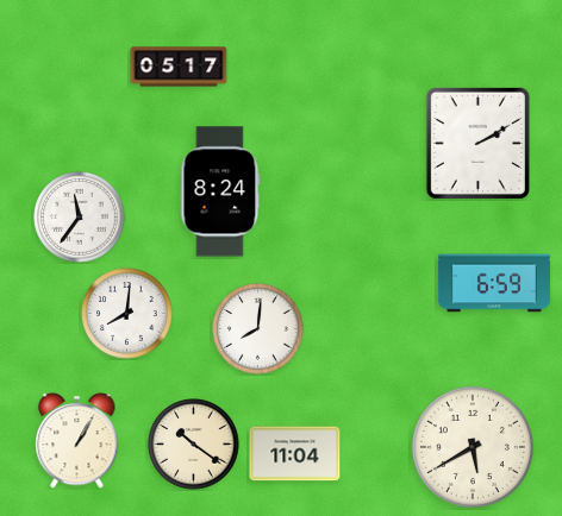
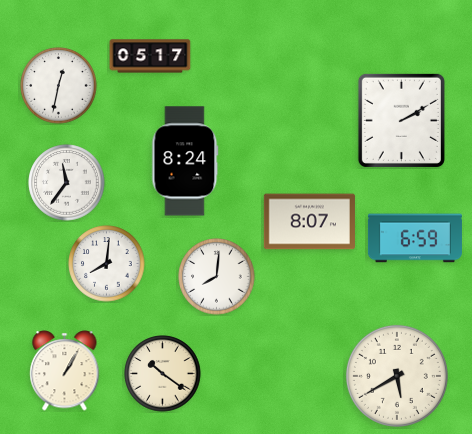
clock at (59, 86): none -> 12:32
clock at (309, 222): none -> 8:07
clock at (295, 454): 11:04 -> none
